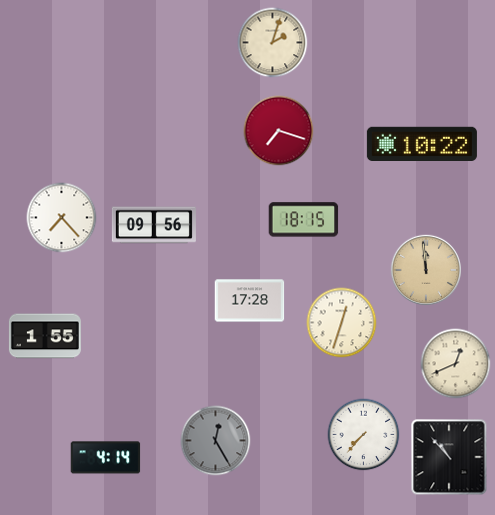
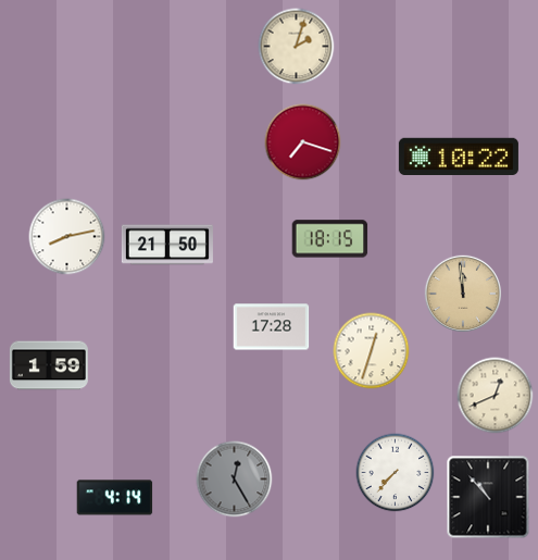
clock at (62, 218): 7:23 -> 8:13
clock at (154, 225): 09:56 -> 21:50
clock at (45, 336): 1:55 -> 1:59
